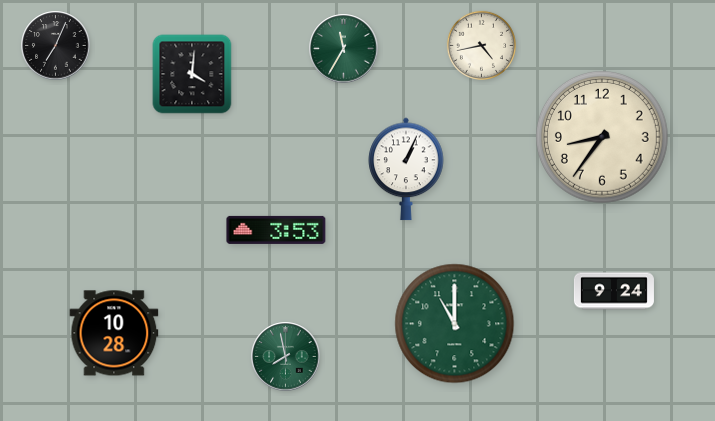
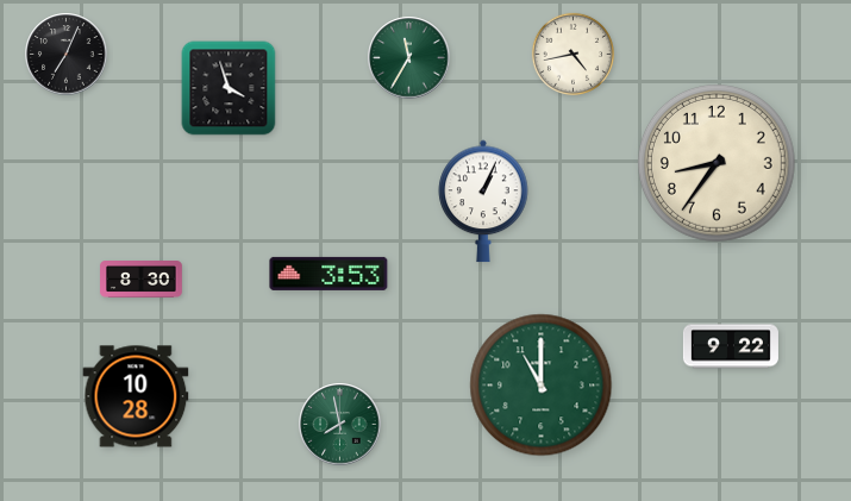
clock at (192, 74): 4:01 -> 3:57
clock at (142, 280): none -> 8:30
clock at (614, 291): 9:24 -> 9:22
